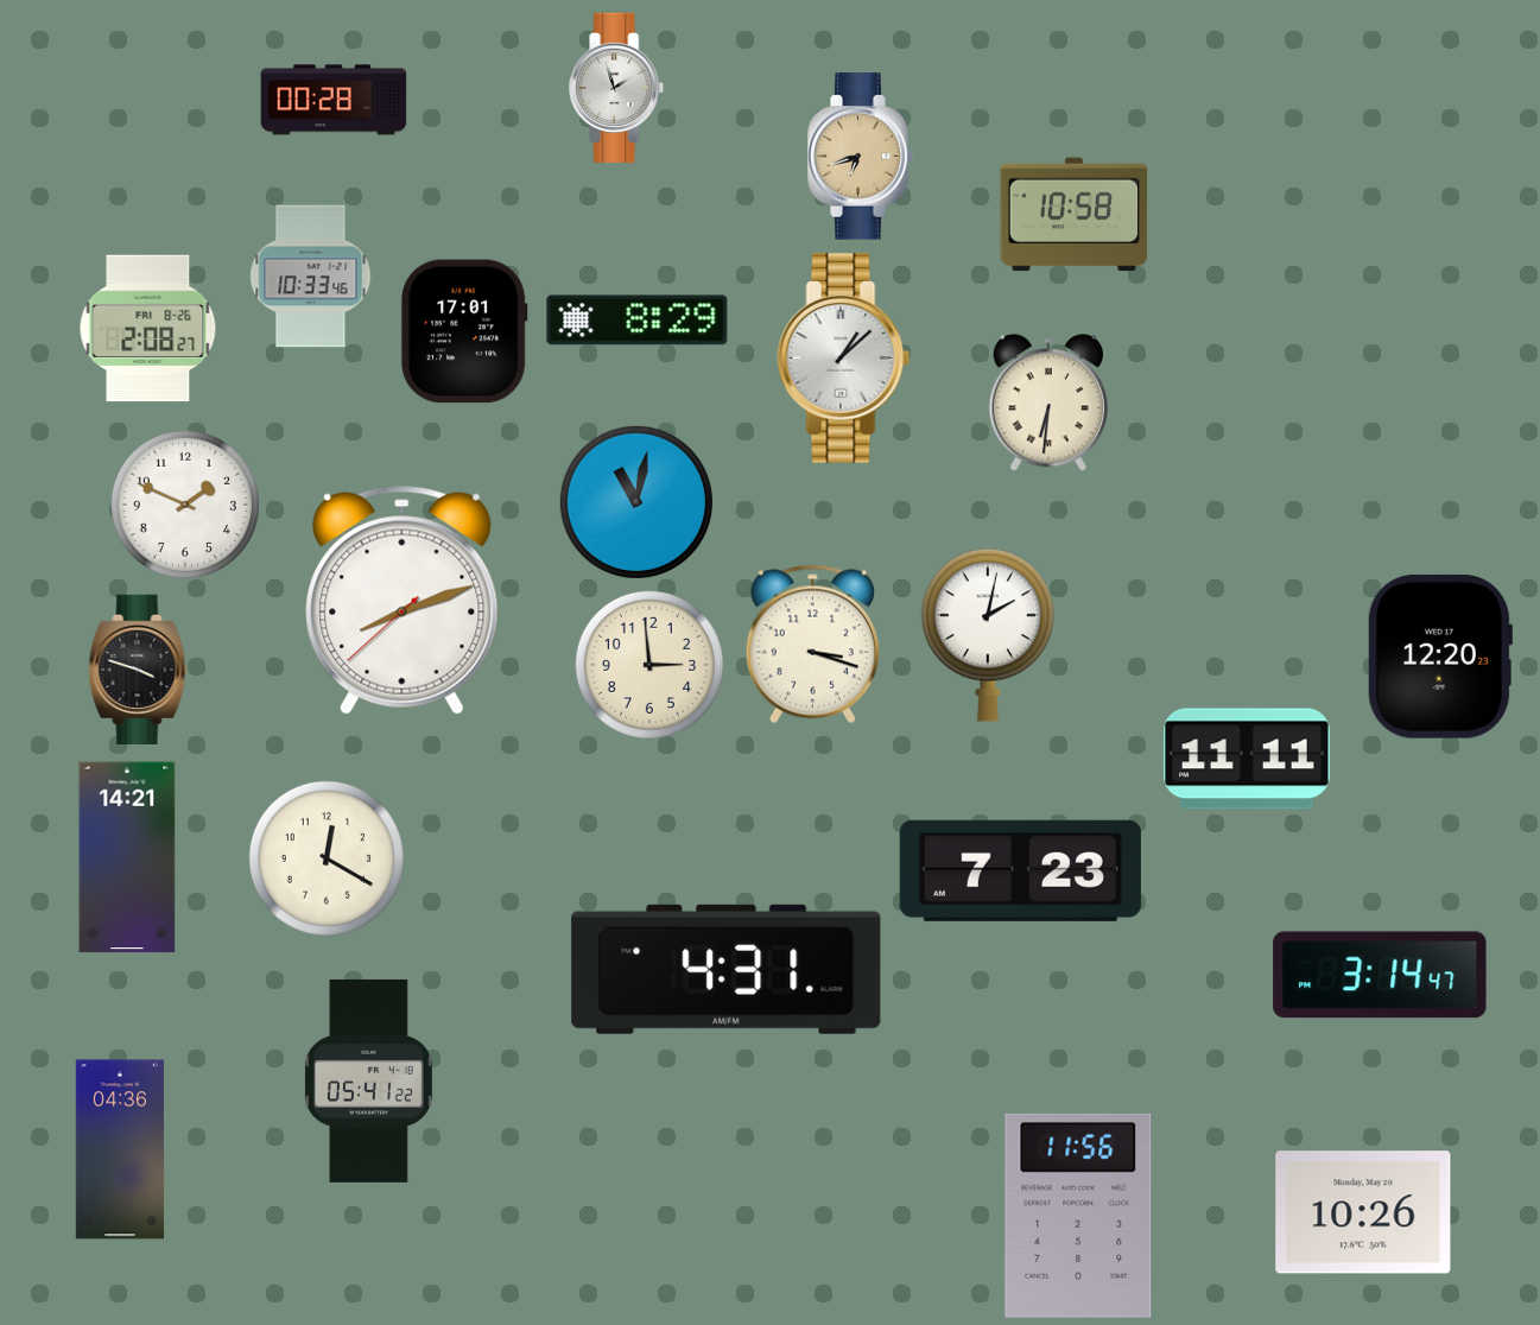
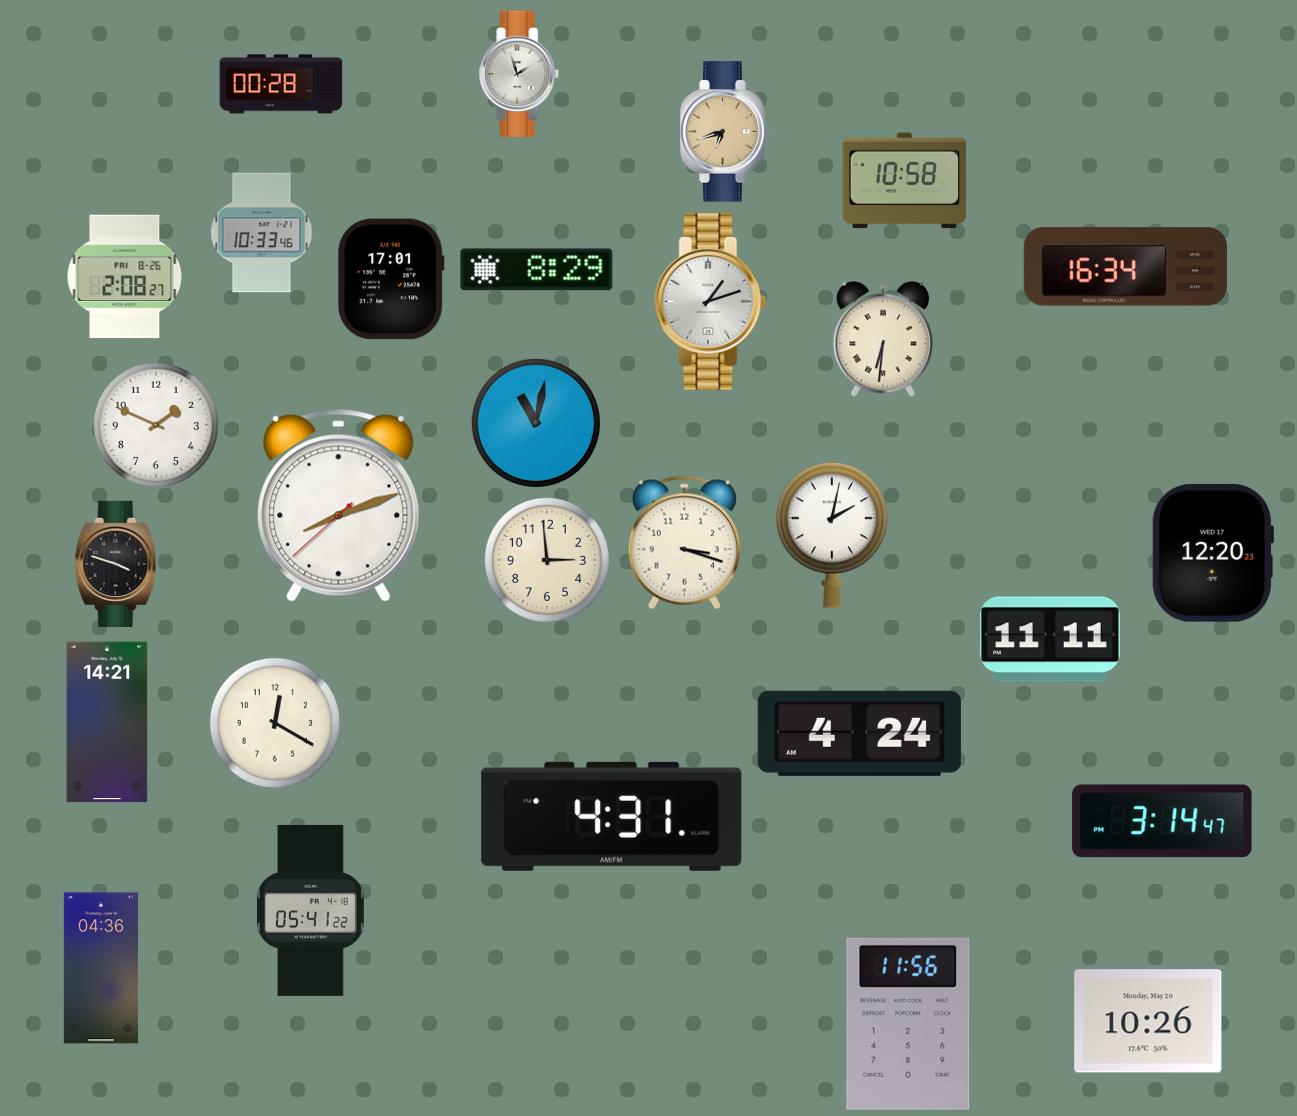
clock at (1125, 267): none -> 16:34
clock at (844, 359): 1:08 -> 1:12
clock at (1020, 870): 7:23 -> 4:24
